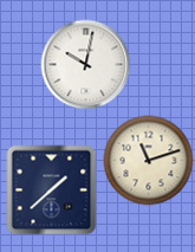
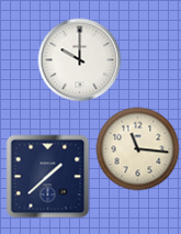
clock at (86, 65): 10:02 -> 10:00
clock at (149, 161): 11:12 -> 11:16
